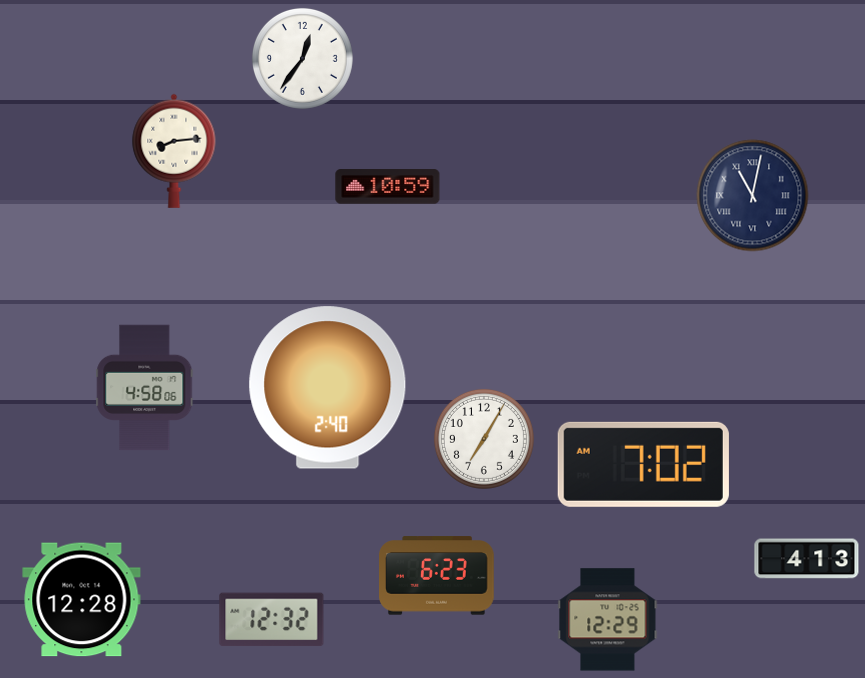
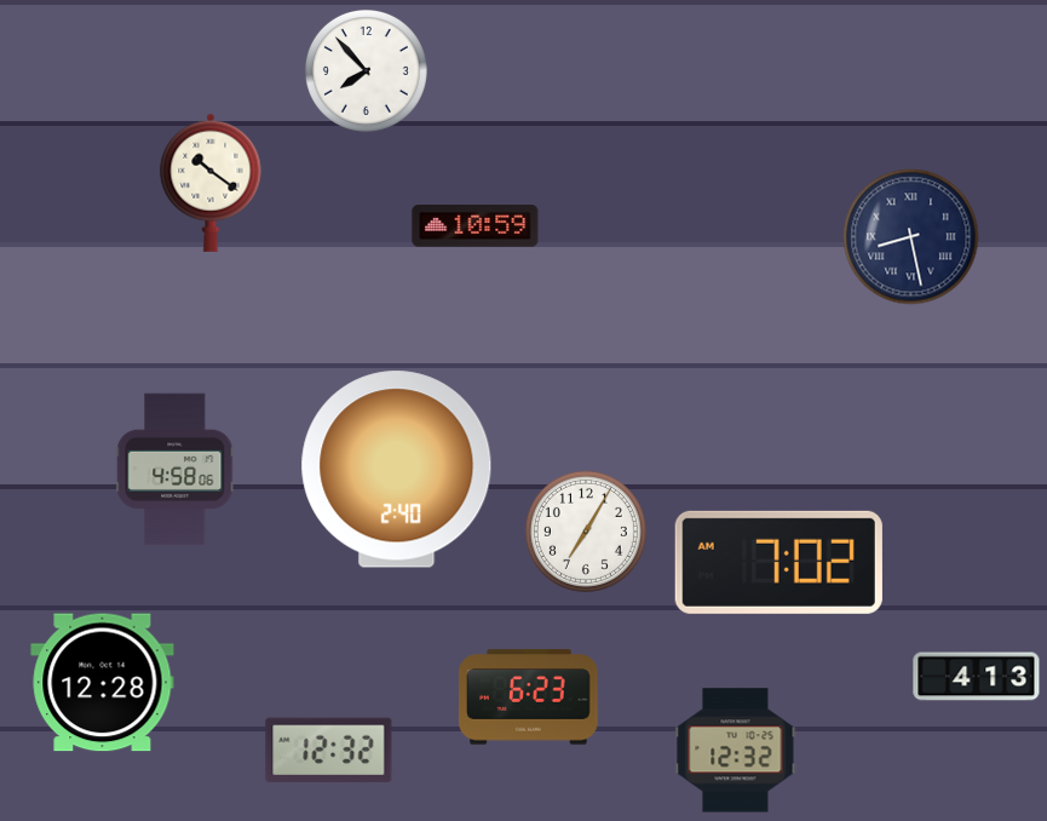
clock at (302, 58): 12:36 -> 7:53
clock at (174, 151): 8:14 -> 10:21
clock at (388, 187) position: (388, 187) -> (476, 226)
clock at (753, 196): 11:02 -> 8:28
clock at (82, 600) position: (82, 600) -> (103, 683)
clock at (608, 620): 12:29 -> 12:32
